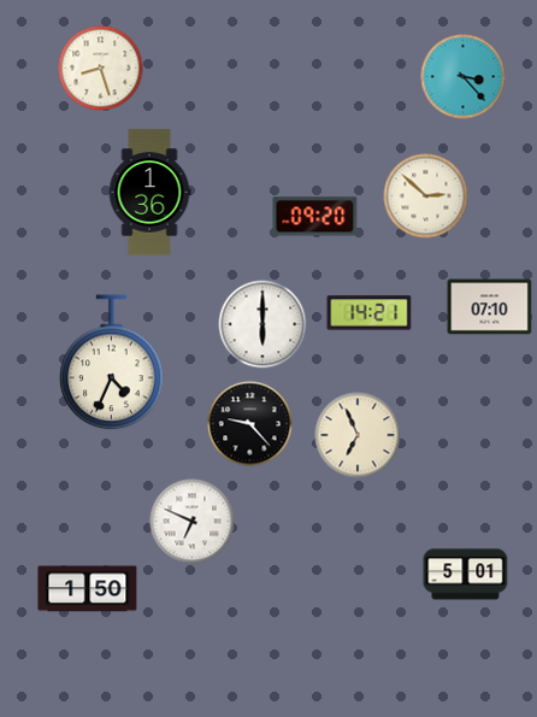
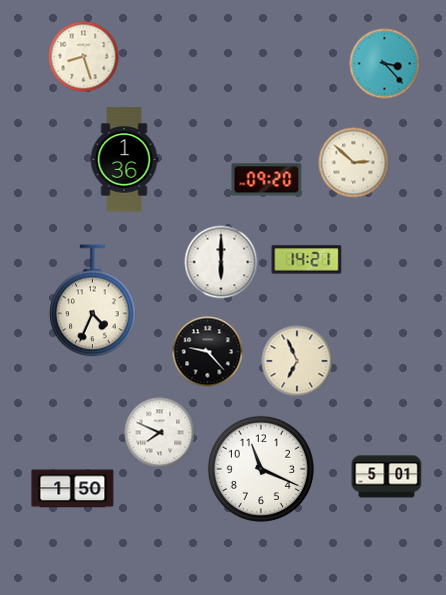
clock at (315, 217) position: (315, 217) -> (267, 180)
clock at (490, 307): 07:10 -> none
clock at (262, 324) position: (262, 324) -> (221, 262)
clock at (193, 522): 6:49 -> 7:49
clock at (261, 469): none -> 11:19
